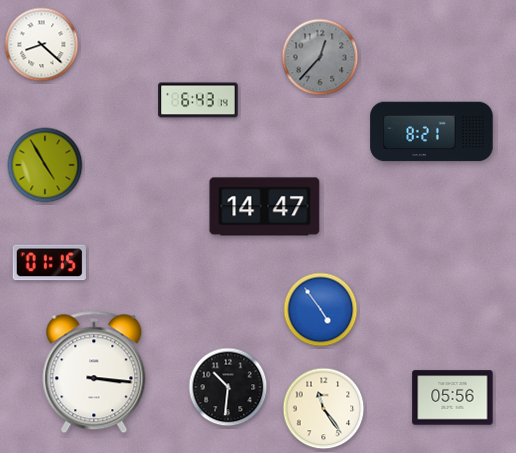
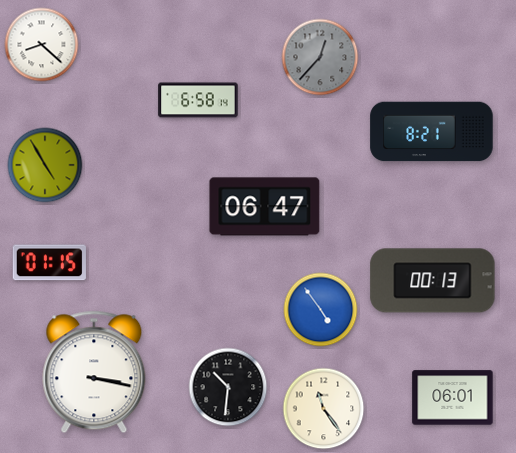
clock at (198, 100): 6:43 -> 6:58
clock at (265, 207): 14:47 -> 06:47
clock at (433, 281): none -> 00:13
clock at (94, 372): 3:16 -> 3:17
clock at (453, 398): 05:56 -> 06:01
